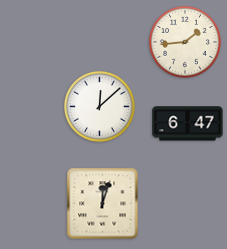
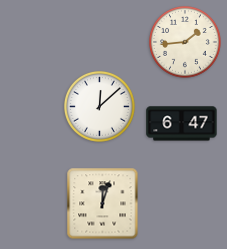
clock at (188, 124) position: (188, 124) -> (182, 124)
